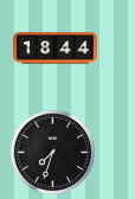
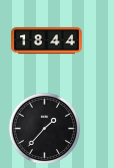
clock at (53, 153): 7:33 -> 1:37
